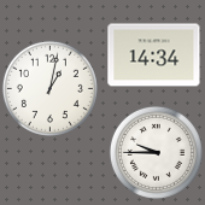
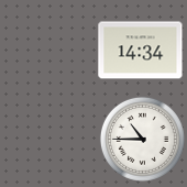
clock at (49, 88): 1:02 -> none
clock at (156, 152): 9:45 -> 10:45
